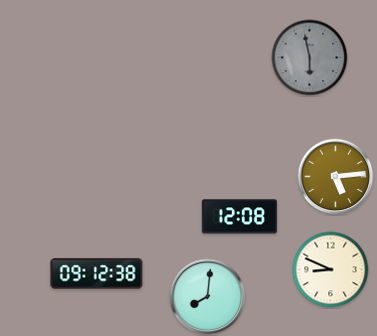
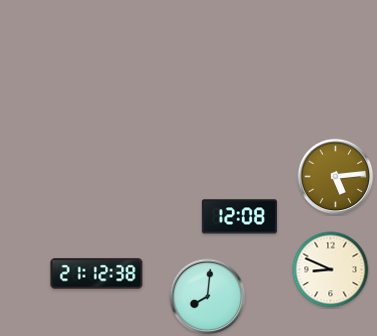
clock at (310, 58): 5:58 -> none
clock at (97, 274): 09:12 -> 21:12
